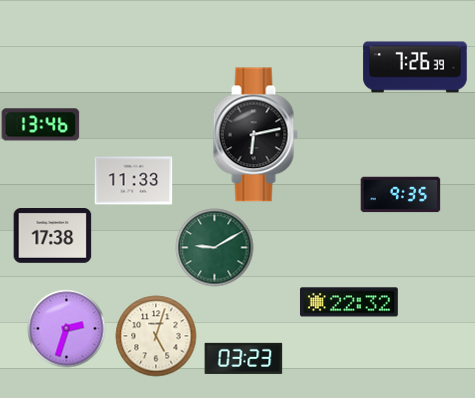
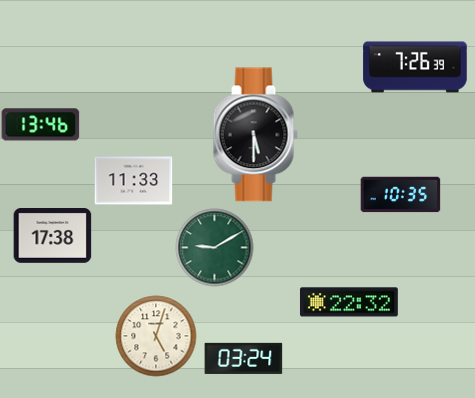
clock at (255, 135): 6:13 -> 5:30
clock at (400, 195): 9:35 -> 10:35
clock at (66, 328): 2:33 -> none
clock at (243, 358): 03:23 -> 03:24
